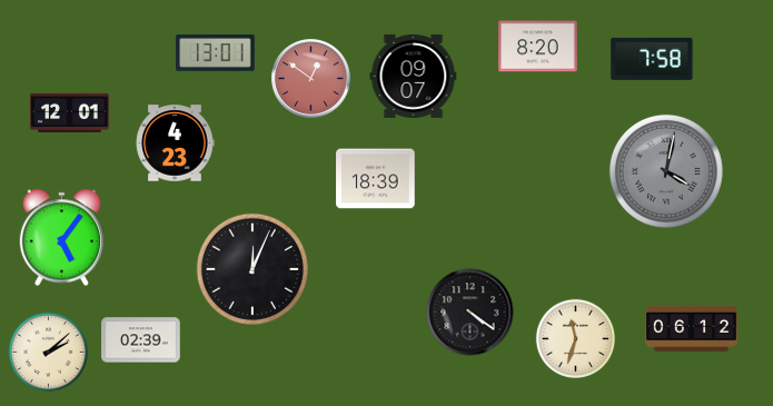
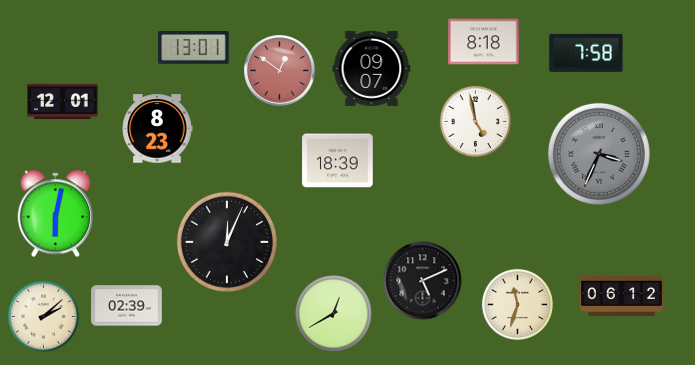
clock at (538, 47): 8:20 -> 8:18
clock at (475, 121): none -> 4:58
clock at (175, 143): 4:23 -> 8:23
clock at (666, 171): 4:02 -> 3:34
clock at (62, 238): 5:06 -> 6:02
clock at (470, 313): 4:21 -> 5:11
clock at (334, 314): none -> 12:40
